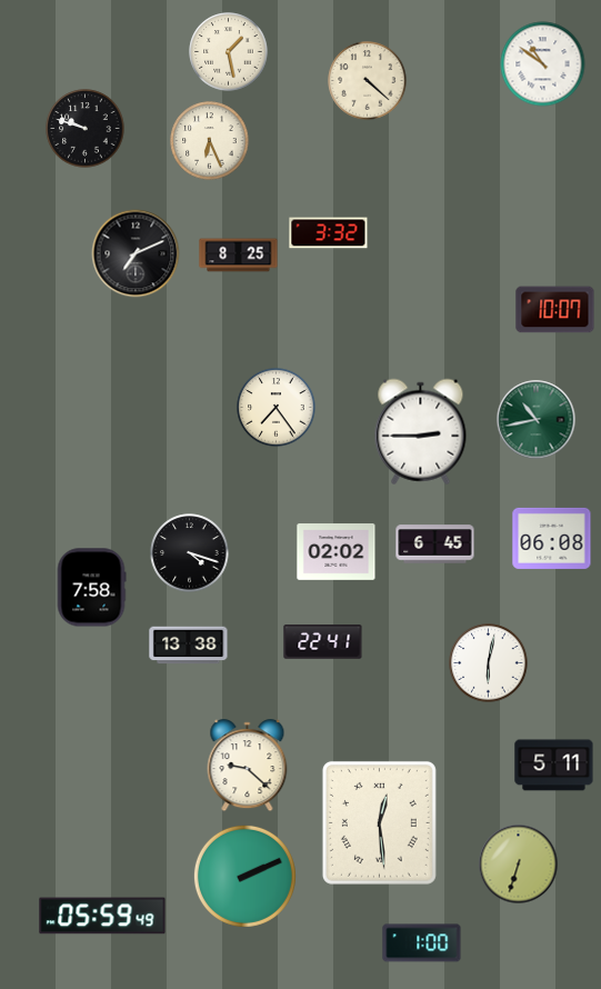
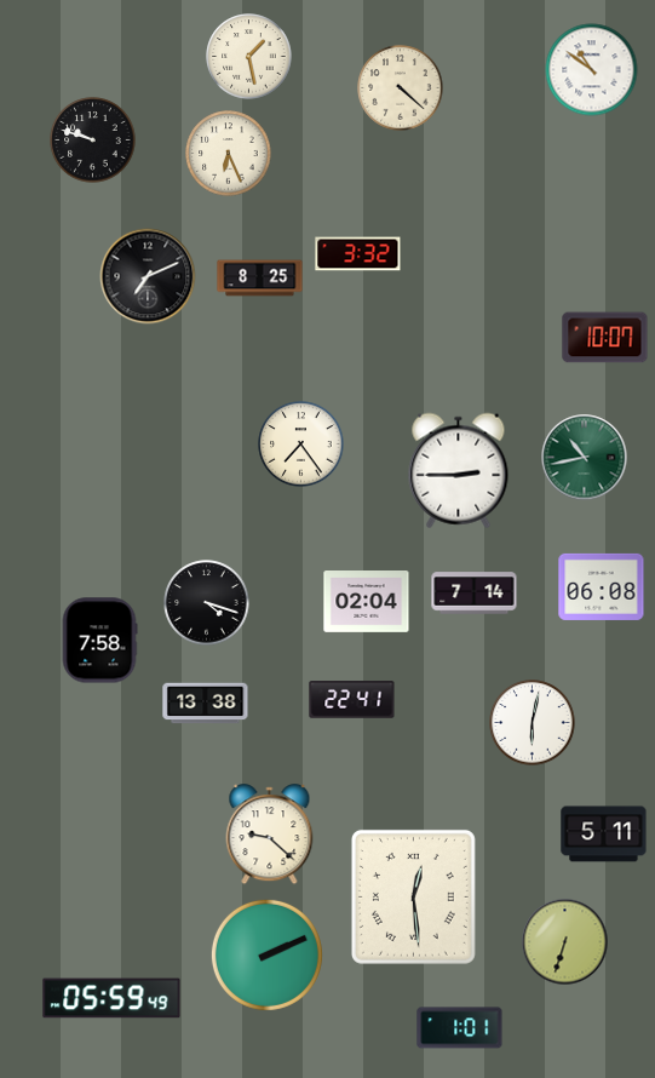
clock at (435, 545): 6:45 -> 7:14
clock at (337, 552): 02:02 -> 02:04
clock at (422, 943): 1:00 -> 1:01
